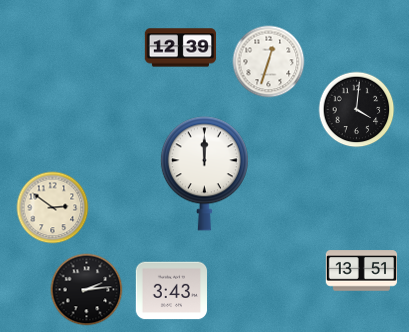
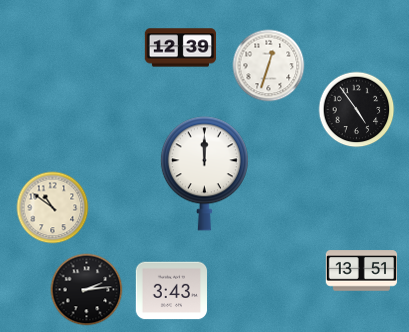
clock at (269, 62) position: (269, 62) -> (269, 66)
clock at (357, 110): 4:01 -> 4:54
clock at (53, 208): 2:51 -> 10:51
